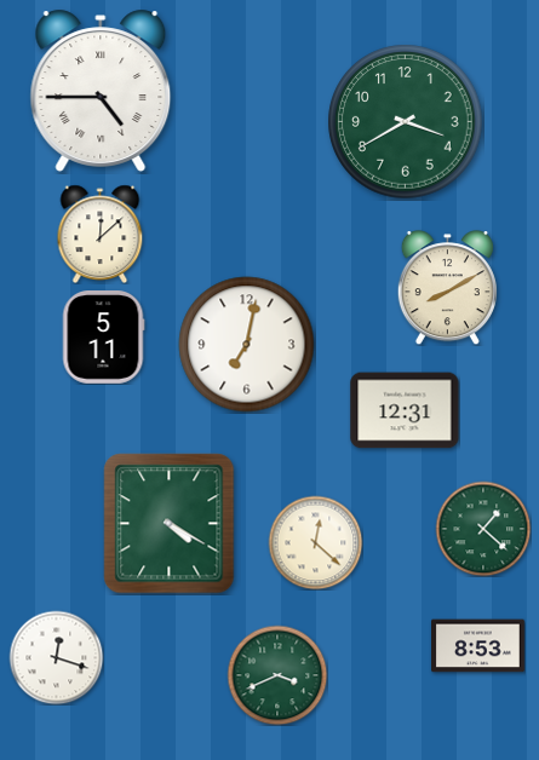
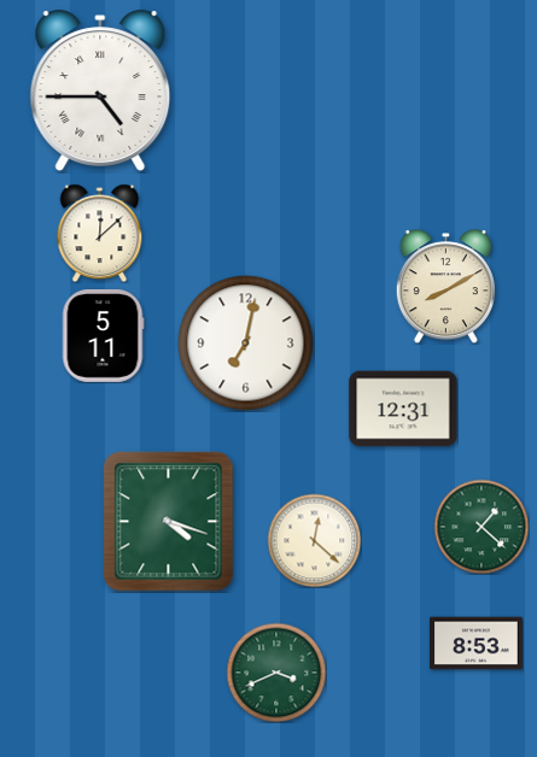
clock at (406, 122): 3:40 -> none
clock at (170, 524): 4:20 -> 4:18
clock at (56, 657): 12:18 -> none
